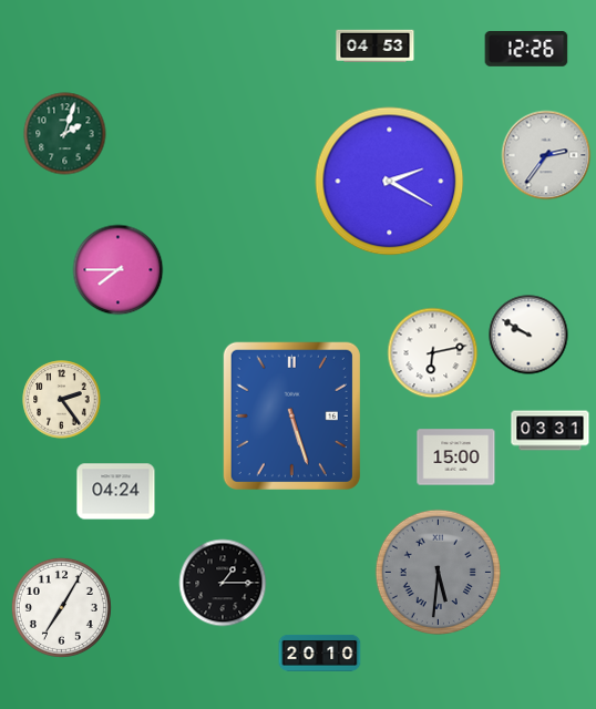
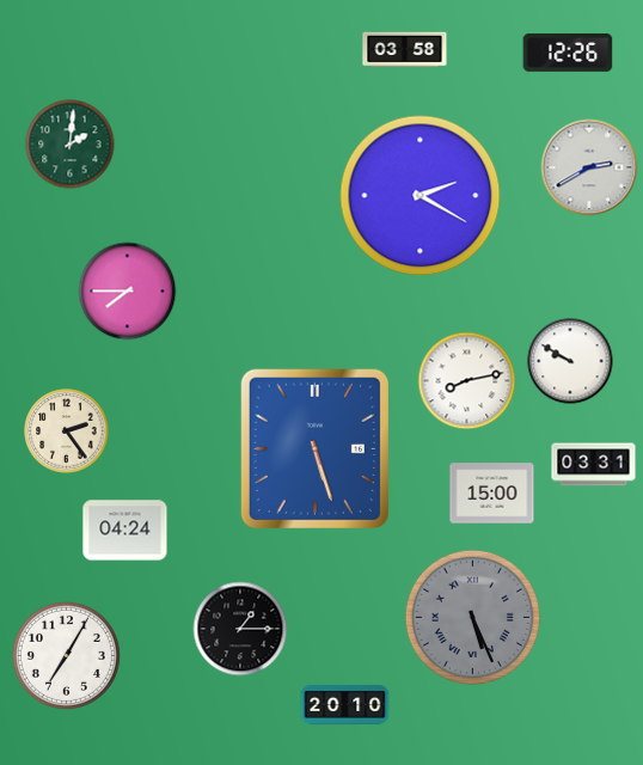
clock at (376, 47): 04:53 -> 03:58
clock at (65, 134): 2:03 -> 2:01
clock at (546, 155): 2:36 -> 2:40
clock at (433, 353): 6:13 -> 8:13
clock at (438, 572): 5:31 -> 5:26
